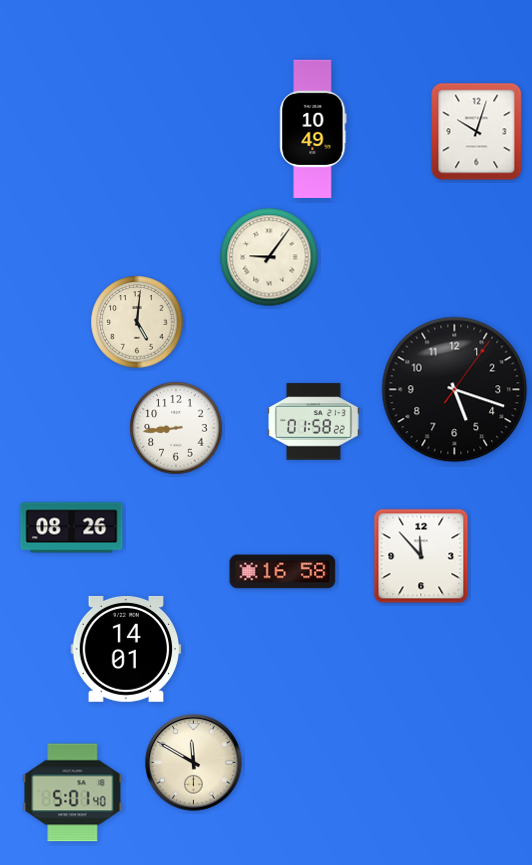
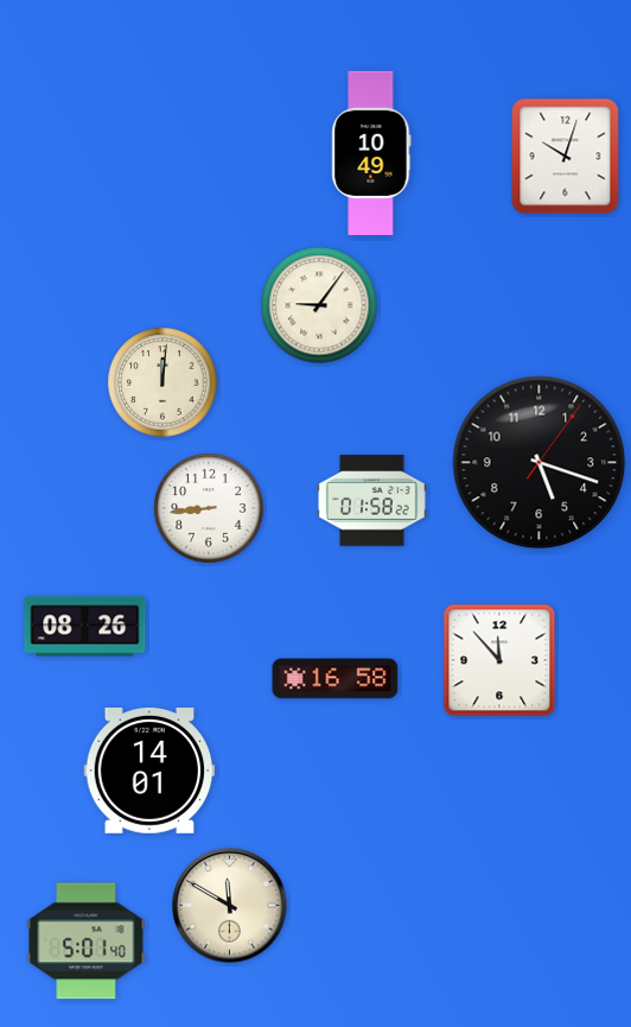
clock at (137, 322): 5:01 -> 12:01
